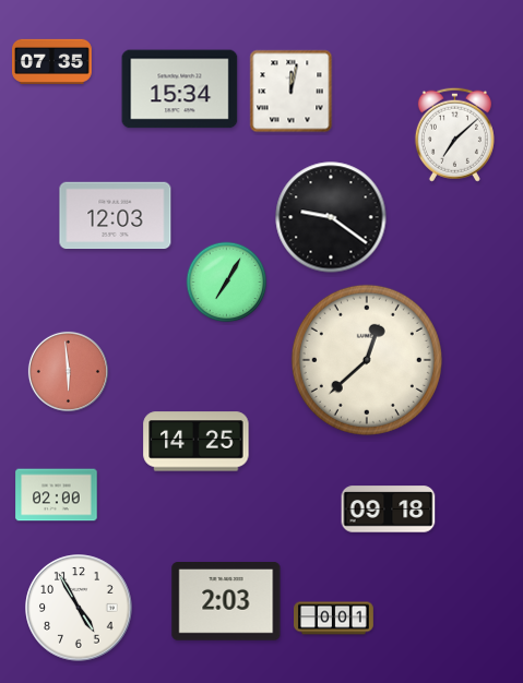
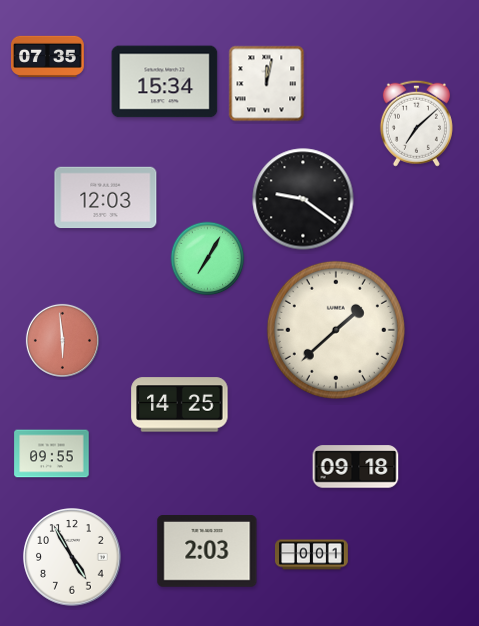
clock at (367, 360): 12:38 -> 1:38
clock at (57, 495): 02:00 -> 09:55
clock at (334, 619) position: (334, 619) -> (312, 555)
